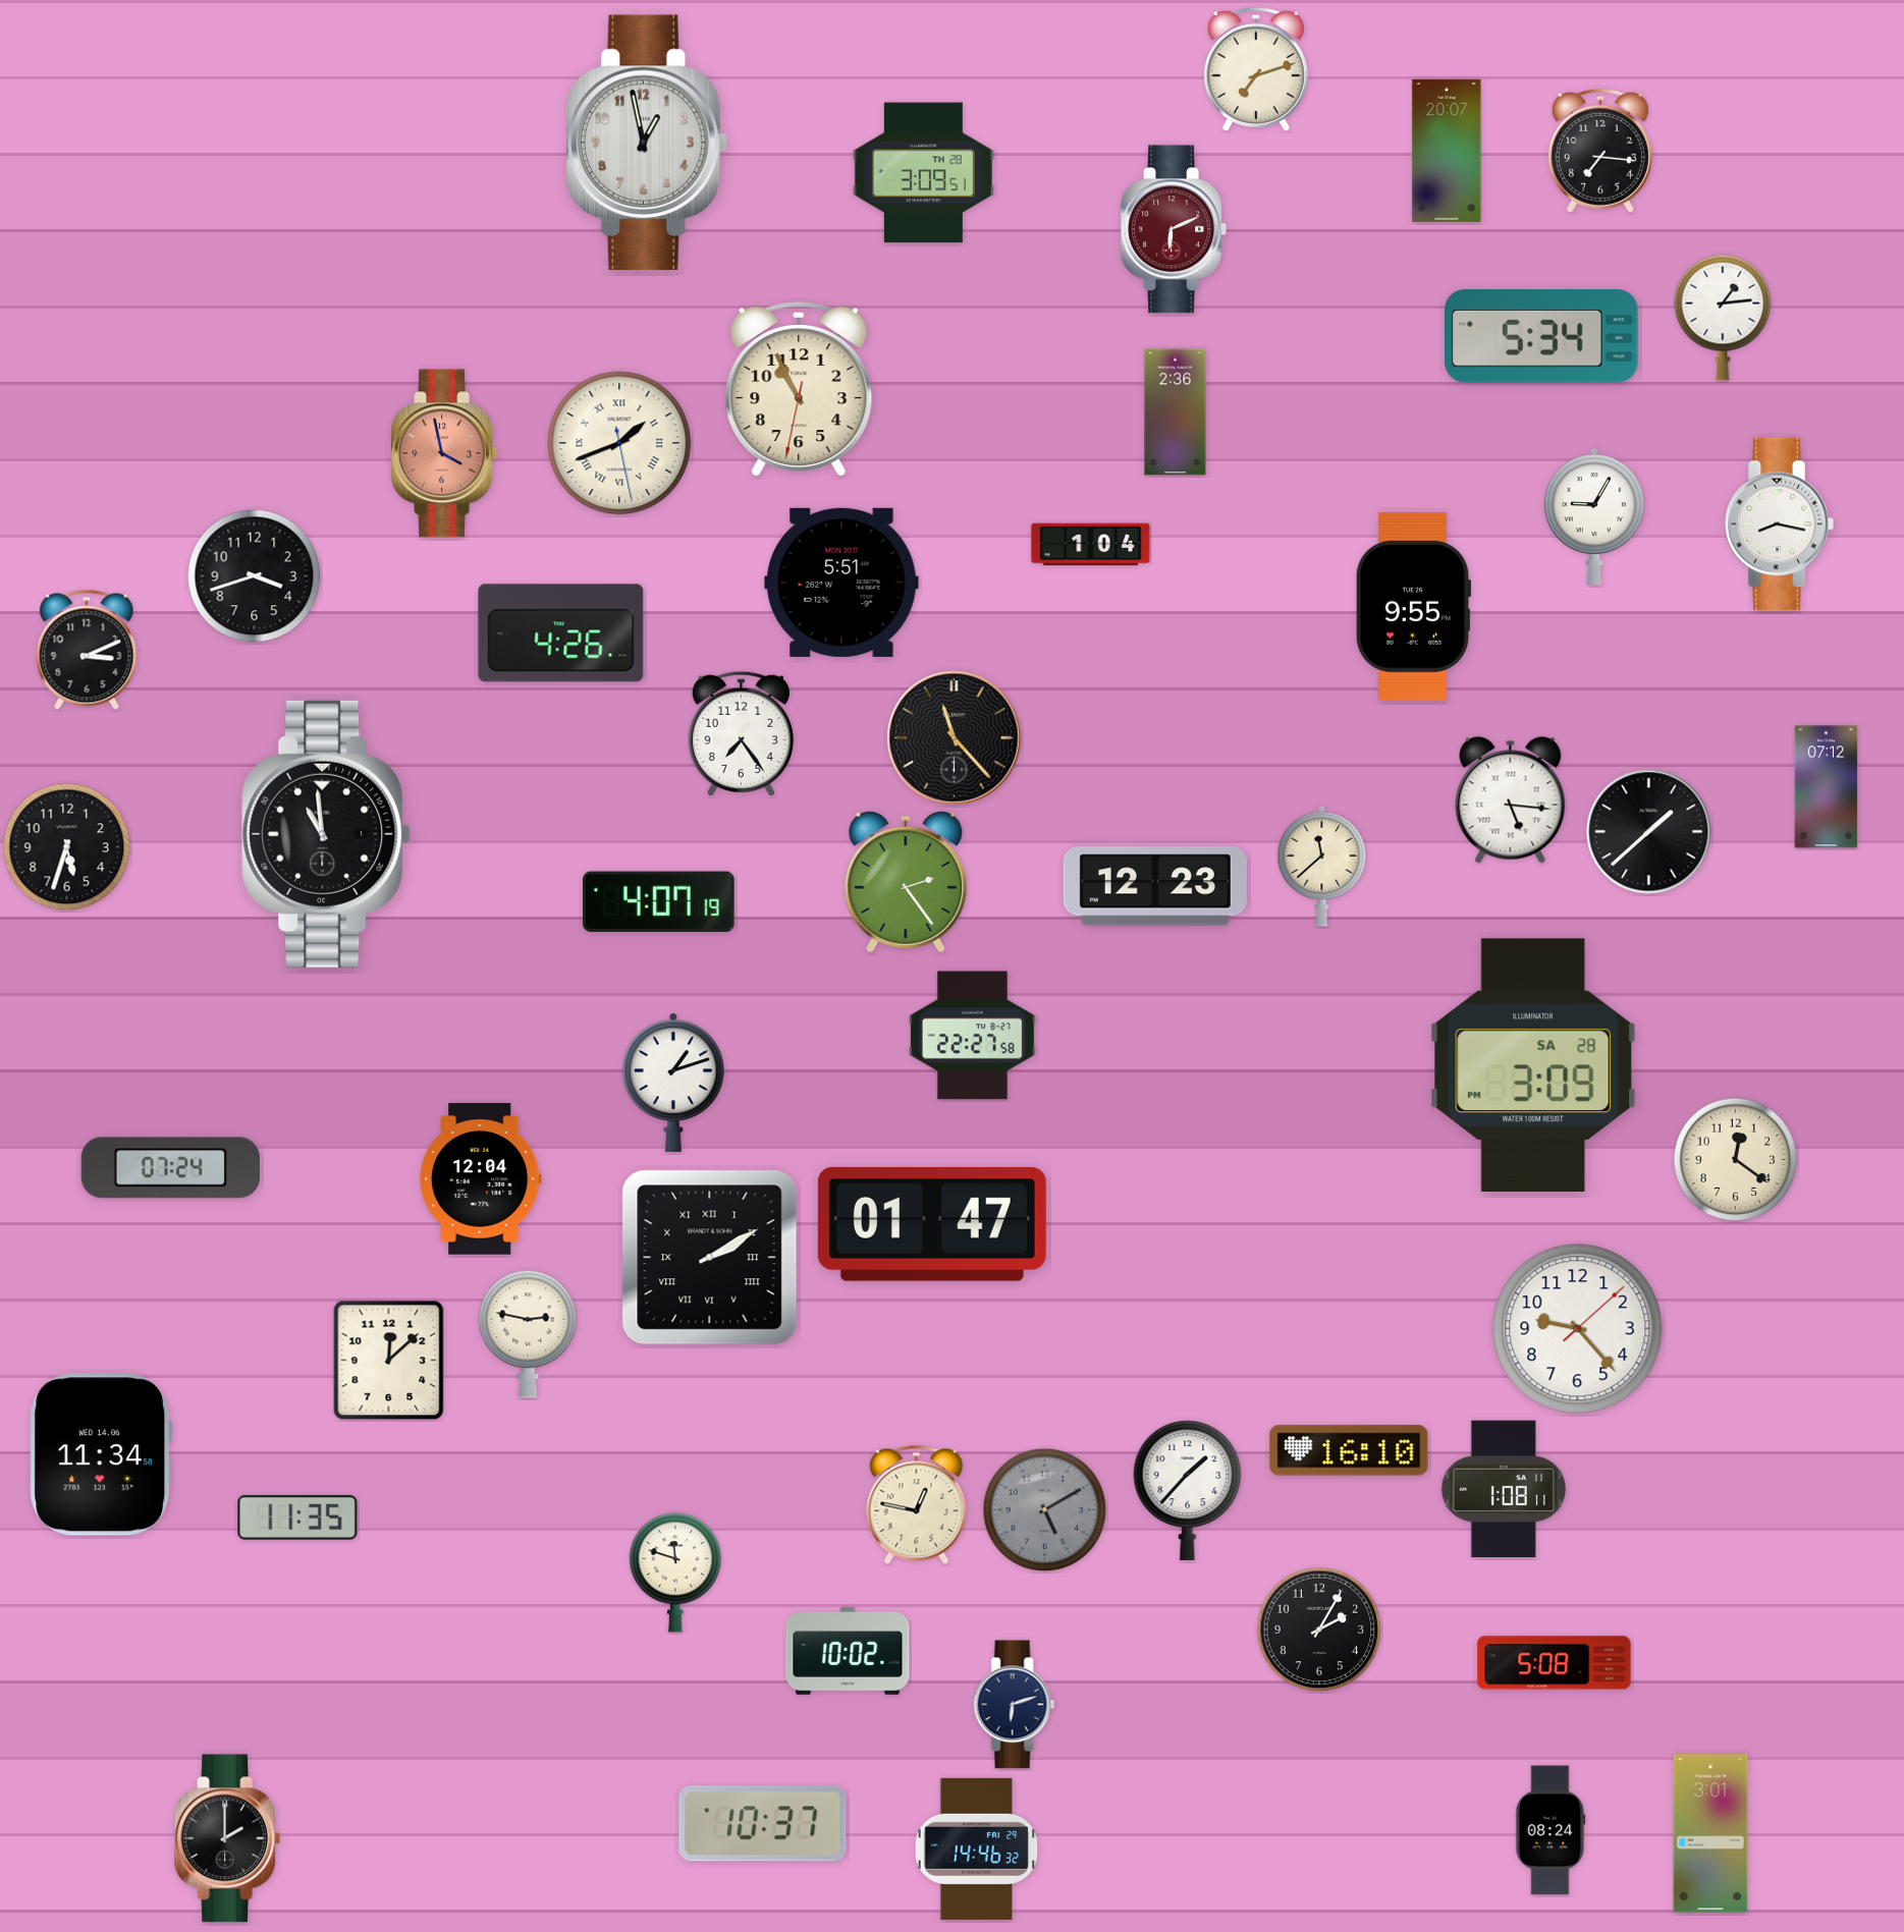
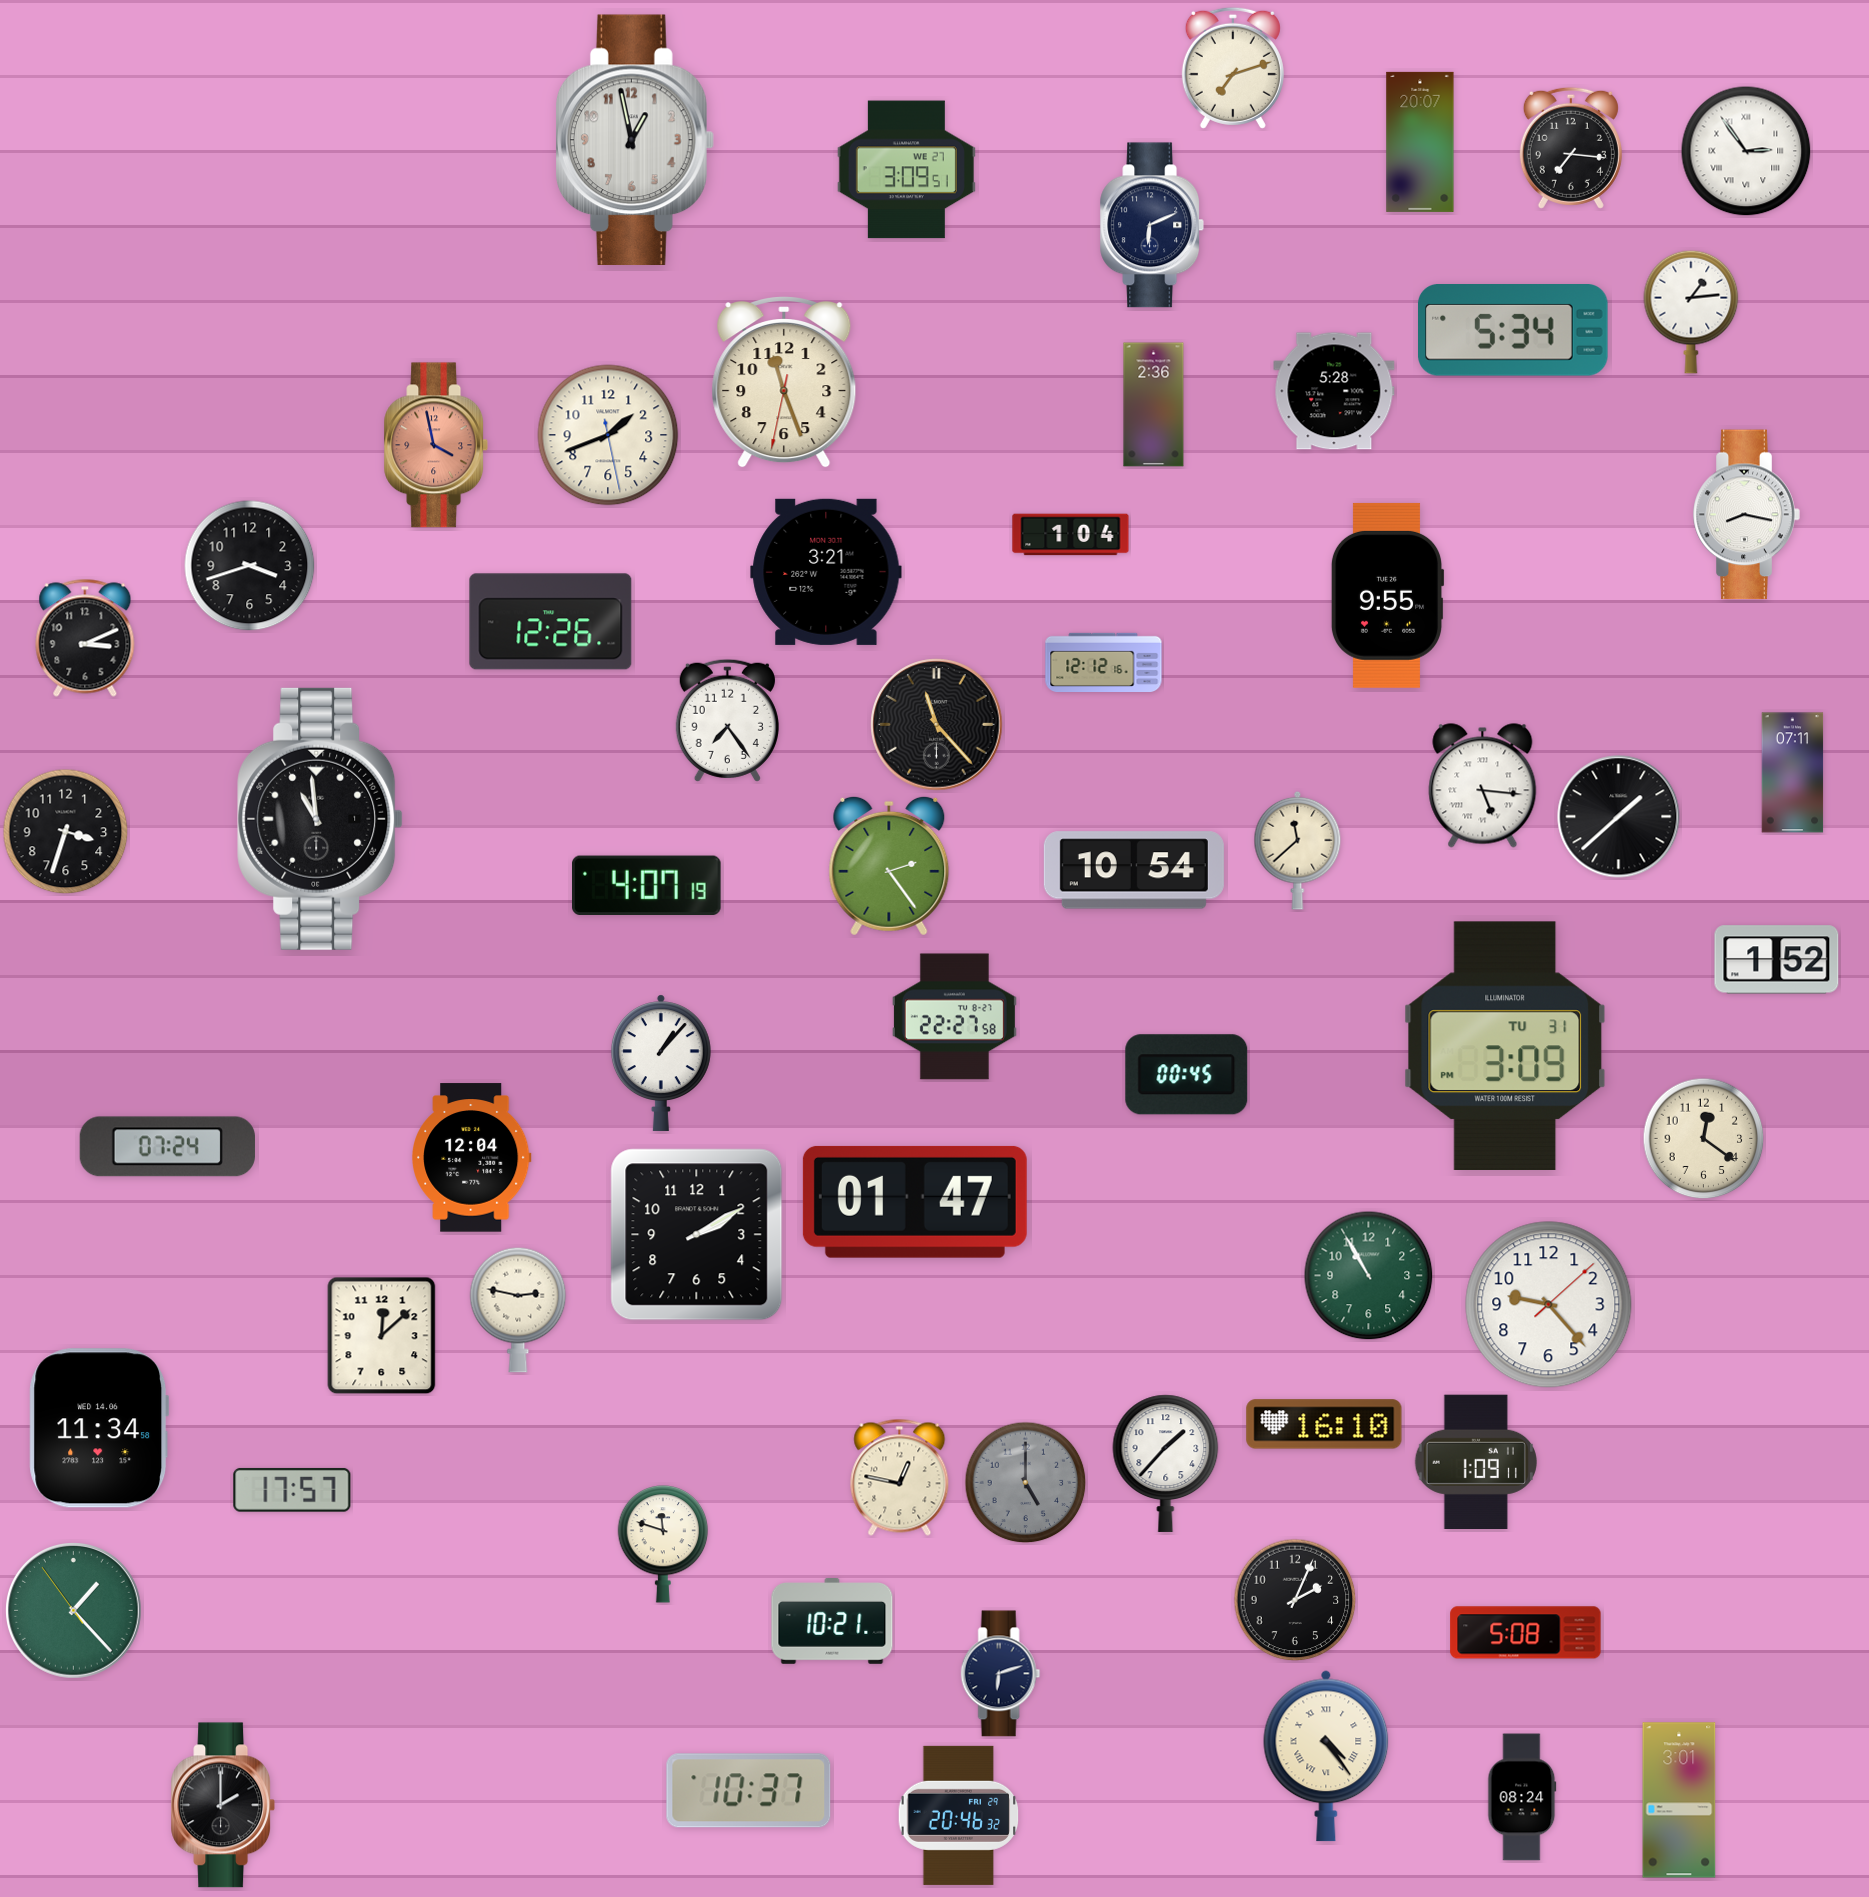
clock at (1447, 151) position: (1447, 151) -> (1420, 142)
clock at (1746, 151): none -> 2:54
clock at (923, 173) date: TH 28 -> WE 27
clock at (1173, 229) dial: burgundy -> navy
clock at (799, 390): 10:55 -> 11:26
clock at (1334, 391): none -> 5:28
clock at (619, 443) numerals: Roman -> Arabic
clock at (1594, 516): 9:05 -> none
clock at (841, 583): 5:51 -> 3:21
clock at (561, 633): 4:26 -> 12:26
clock at (1104, 662): none -> 12:12
clock at (1827, 787): 07:12 -> 07:11
clock at (67, 847): 5:33 -> 3:33
clock at (1155, 886): 12:23 -> 10:54
clock at (1777, 960): none -> 1:52
clock at (1532, 1064) date: SA 28 -> TU 31
clock at (673, 1083): 1:12 -> 1:07
clock at (1187, 1075): none -> 00:45
clock at (710, 1258) numerals: Roman -> Arabic
clock at (1369, 1276): none -> 10:55
clock at (1504, 1488): 1:08 -> 1:09
clock at (1045, 1510): 5:10 -> 5:00
clock at (297, 1517): 11:35 -> 17:57
clock at (1319, 1630): 2:05 -> 2:04
clock at (74, 1611): none -> 1:22
clock at (848, 1652): 10:02 -> 10:21
clock at (1015, 1705) position: (1015, 1705) -> (1001, 1674)
clock at (1326, 1756): none -> 4:24
clock at (977, 1848): 14:46 -> 20:46
